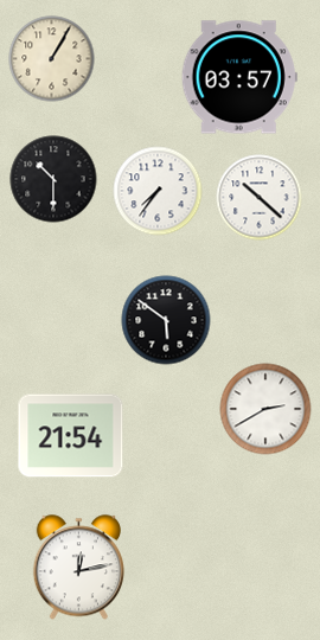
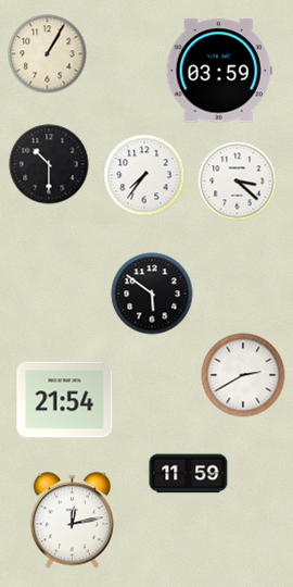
clock at (239, 77): 03:57 -> 03:59
clock at (260, 198): 10:22 -> 3:22
clock at (189, 474): none -> 11:59
